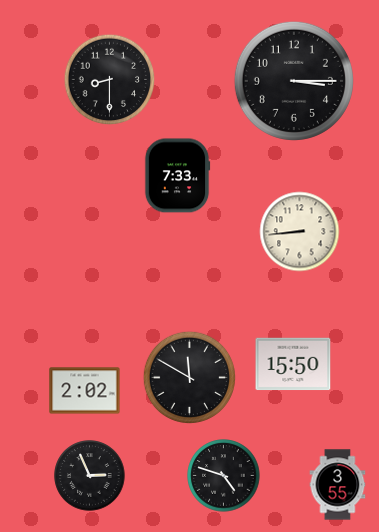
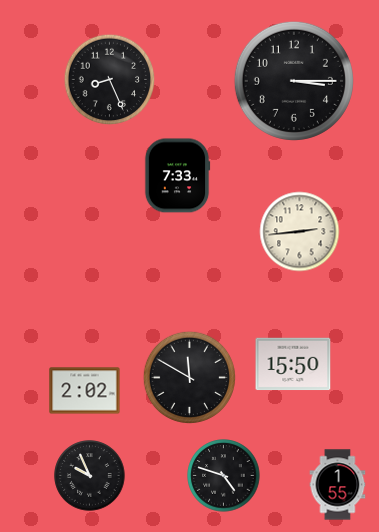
clock at (110, 80): 8:30 -> 8:26
clock at (300, 232): 8:44 -> 2:44
clock at (90, 476): 2:56 -> 9:56
clock at (338, 485): 3:55 -> 1:55
